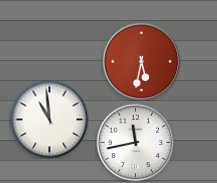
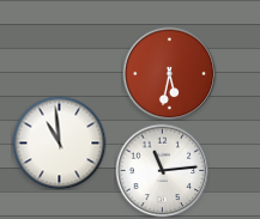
clock at (135, 142): 11:43 -> 11:14
